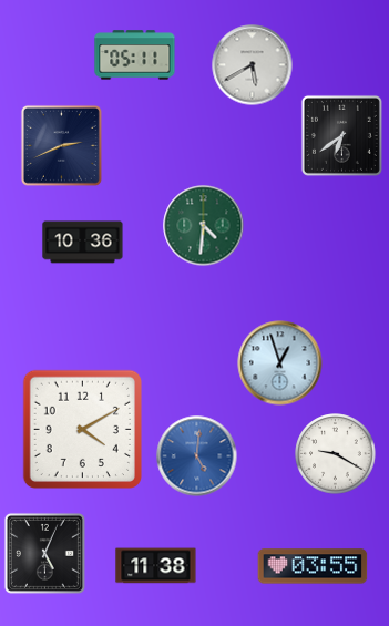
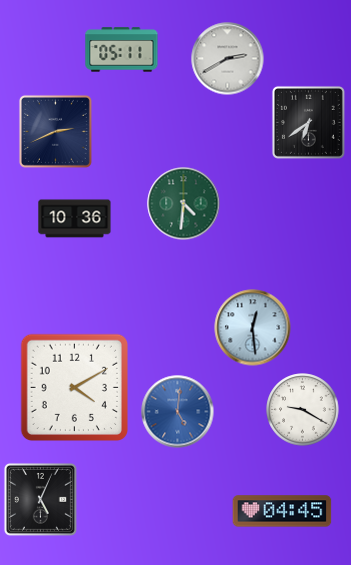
clock at (253, 65): 5:40 -> 2:40
clock at (280, 363): 12:57 -> 12:29
clock at (156, 566): 11:38 -> none
clock at (313, 566): 03:55 -> 04:45
